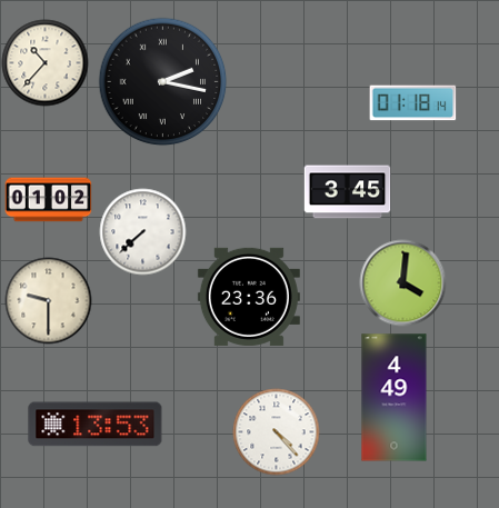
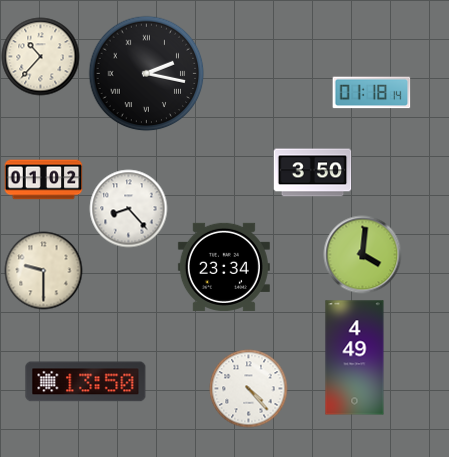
clock at (347, 192): 3:45 -> 3:50
clock at (142, 231): 7:38 -> 8:23
clock at (249, 297): 23:36 -> 23:34
clock at (96, 425): 13:53 -> 13:50
